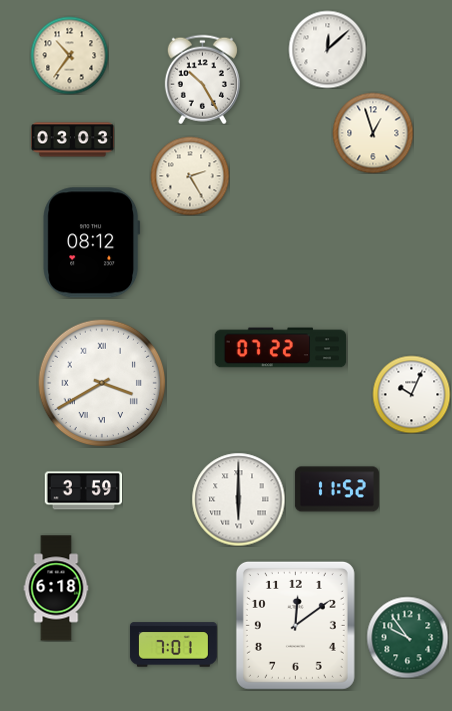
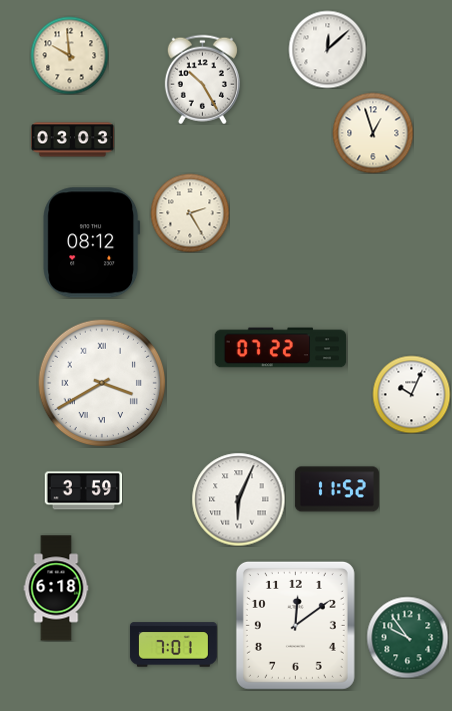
clock at (69, 55): 10:36 -> 9:59
clock at (190, 176) position: (190, 176) -> (190, 213)
clock at (238, 499): 6:00 -> 6:04
